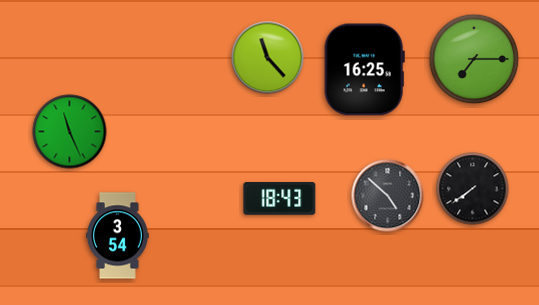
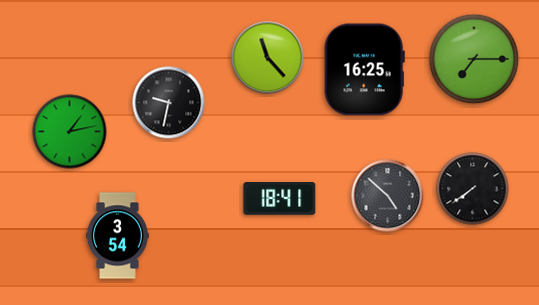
clock at (169, 103): none -> 9:32
clock at (70, 132): 11:26 -> 1:13
clock at (280, 199): 18:43 -> 18:41
